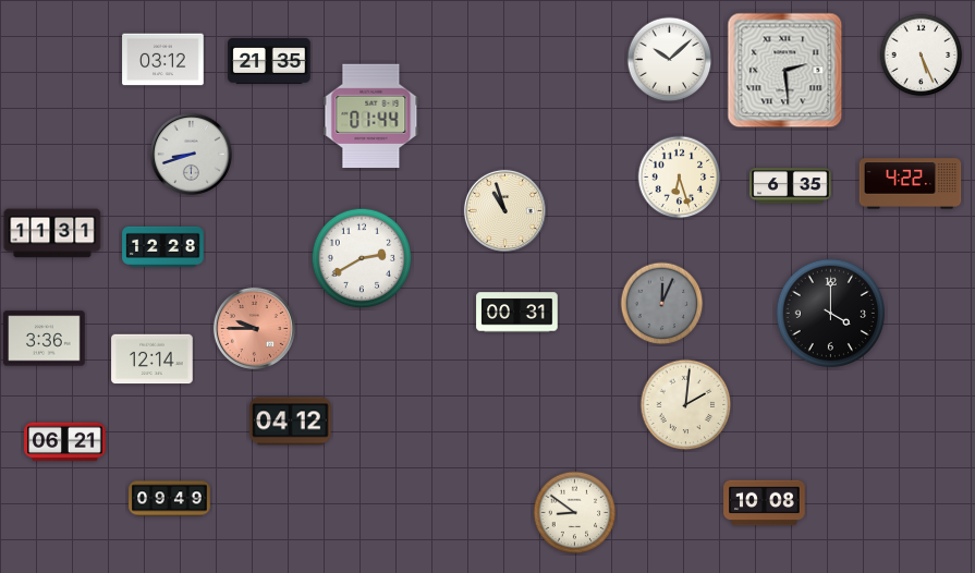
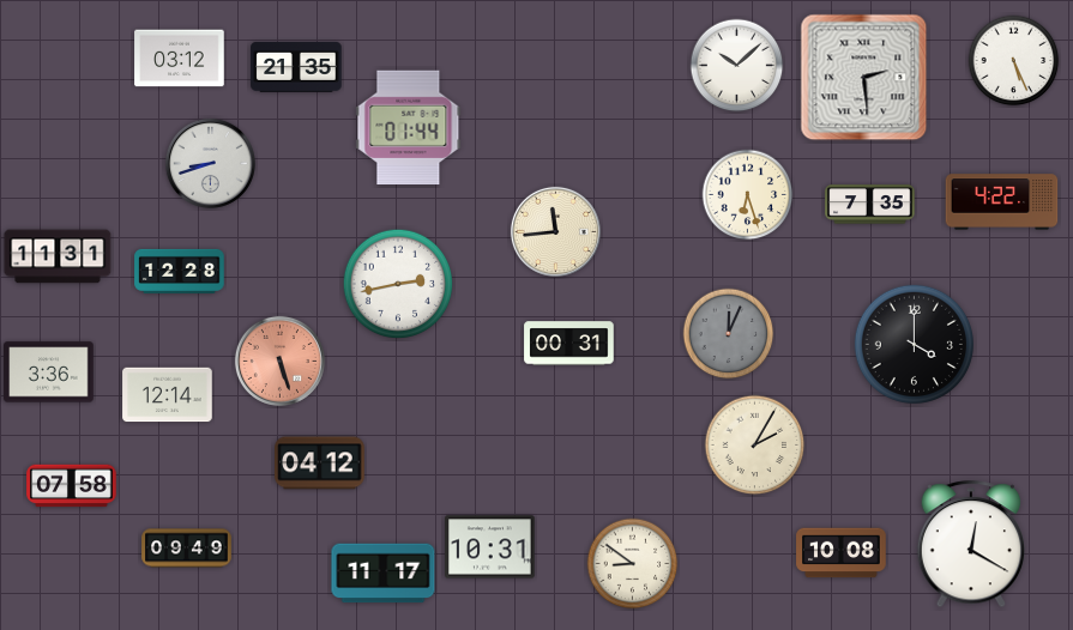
clock at (163, 60) position: (163, 60) -> (180, 59)
clock at (191, 154) position: (191, 154) -> (210, 163)
clock at (791, 186): 6:35 -> 7:35
clock at (504, 210): 10:57 -> 11:44
clock at (362, 258): 2:40 -> 2:43
clock at (254, 328): 9:45 -> 5:27
clock at (686, 405): 2:01 -> 2:05
clock at (65, 442): 06:21 -> 07:58
clock at (971, 545): none -> 12:20
clock at (490, 547): none -> 10:31
clock at (384, 574): none -> 11:17
